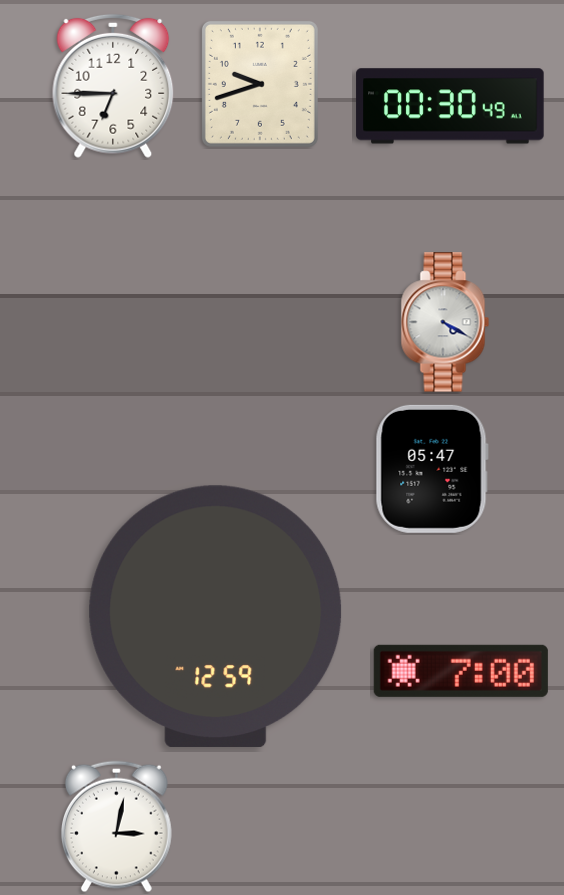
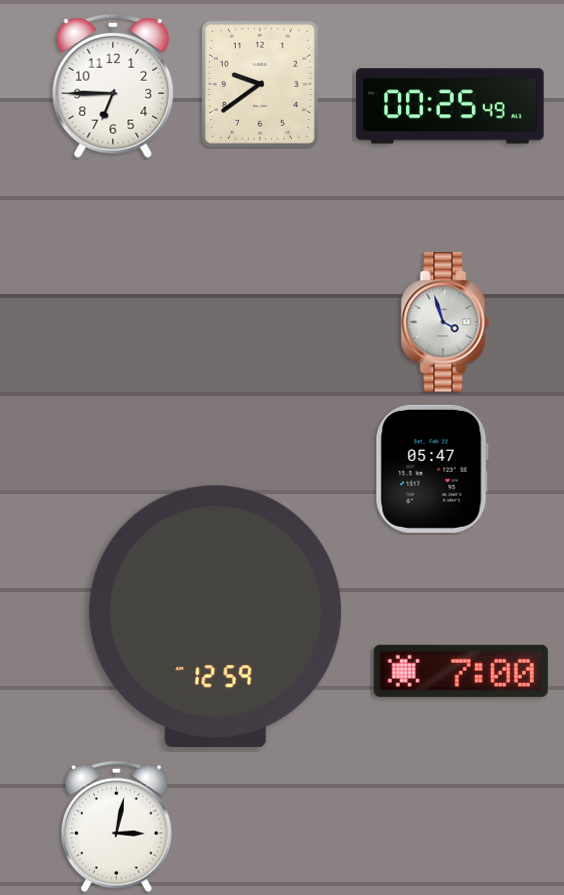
clock at (260, 84): 9:42 -> 9:39
clock at (450, 106): 00:30 -> 00:25
clock at (445, 322): 4:20 -> 3:57
